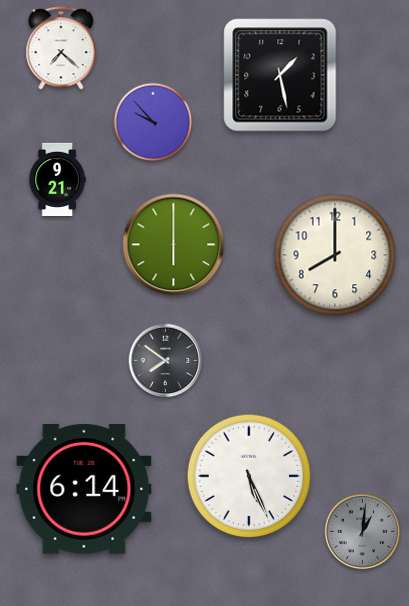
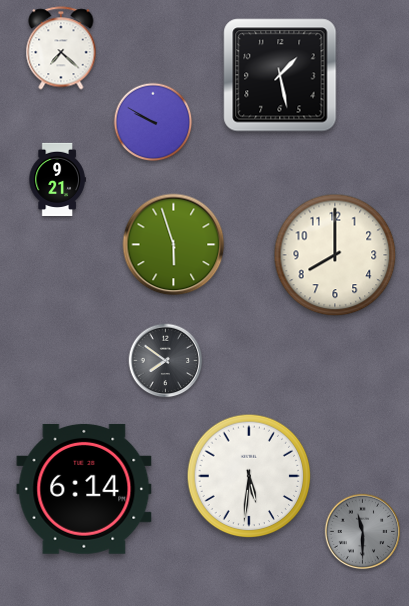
clock at (153, 122): 9:53 -> 9:50
clock at (174, 245): 6:00 -> 5:57
clock at (249, 476): 5:26 -> 5:31
clock at (363, 532): 1:01 -> 11:30
